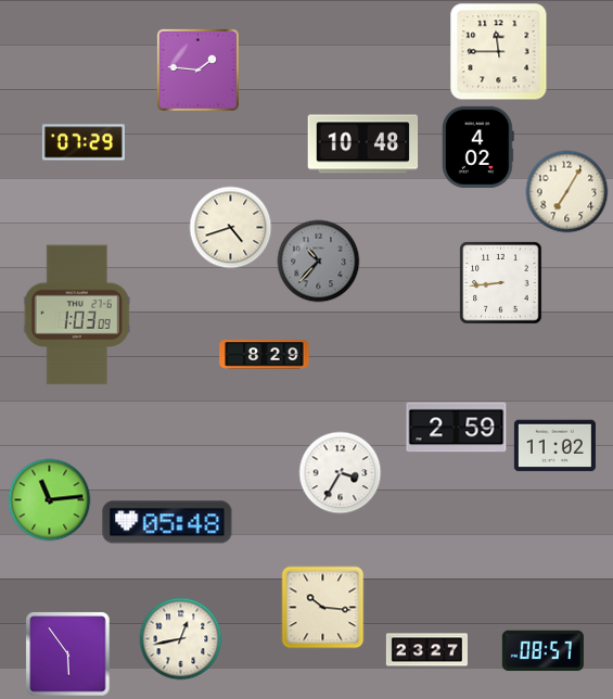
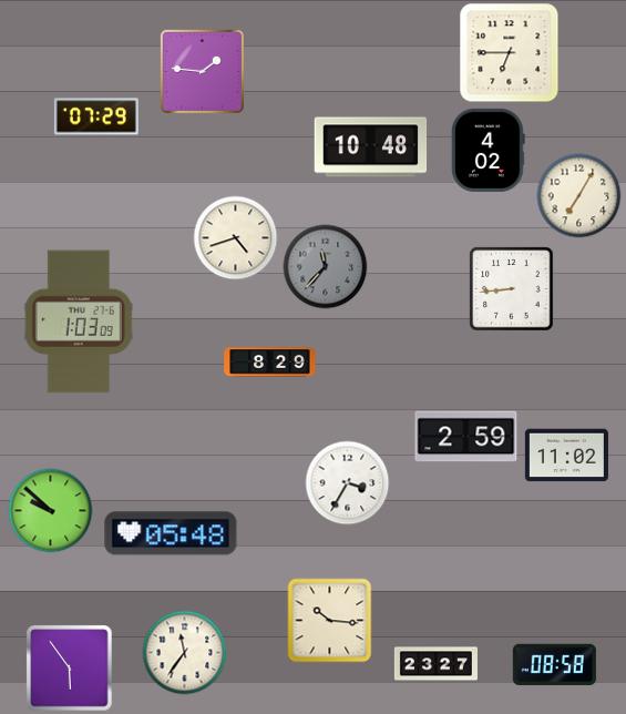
clock at (499, 52): 11:45 -> 6:45
clock at (84, 142) position: (84, 142) -> (96, 116)
clock at (231, 228) position: (231, 228) -> (236, 238)
clock at (319, 262): 10:37 -> 11:37
clock at (50, 500): 11:14 -> 9:52
clock at (181, 639): 12:43 -> 11:36
clock at (542, 651): 08:57 -> 08:58
